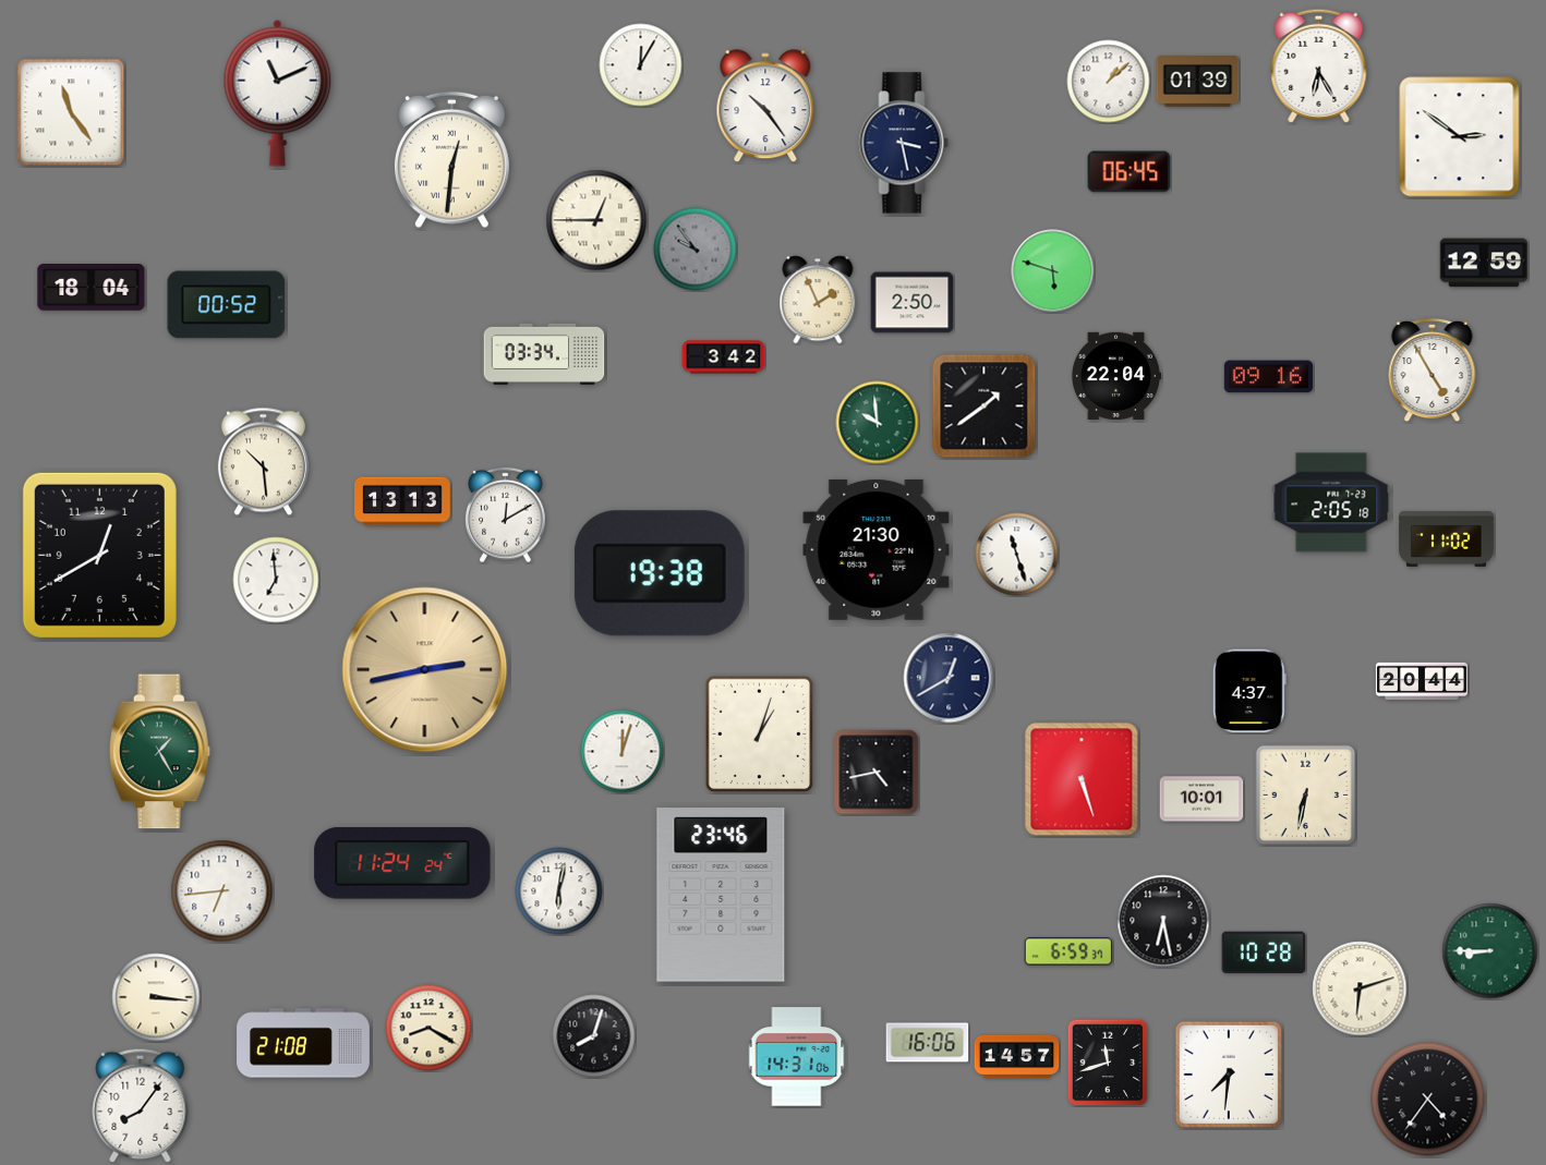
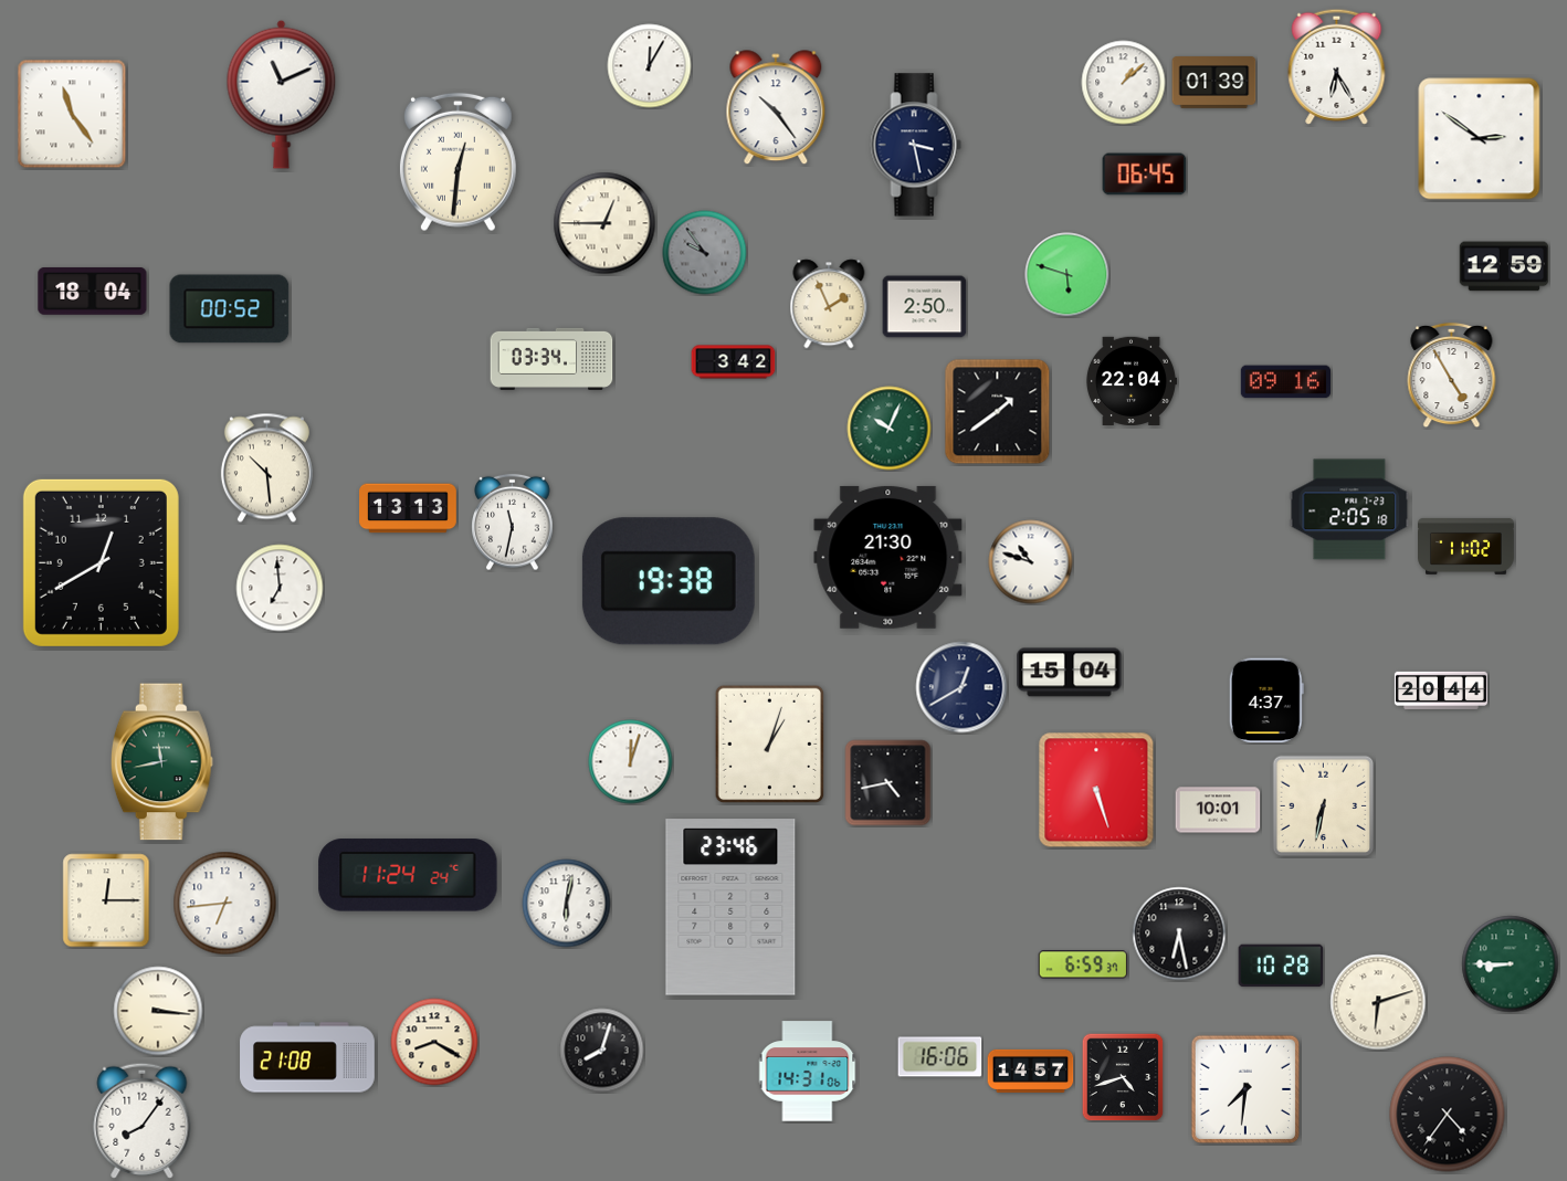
clock at (878, 423): 9:59 -> 10:04
clock at (506, 515): 12:10 -> 11:32
clock at (1017, 555): 11:27 -> 10:48
clock at (1070, 673): none -> 15:04
clock at (425, 670): 2:43 -> none
clock at (159, 752): 1:25 -> 11:43
clock at (106, 900): none -> 12:15
clock at (1108, 1063): 11:42 -> 4:42
